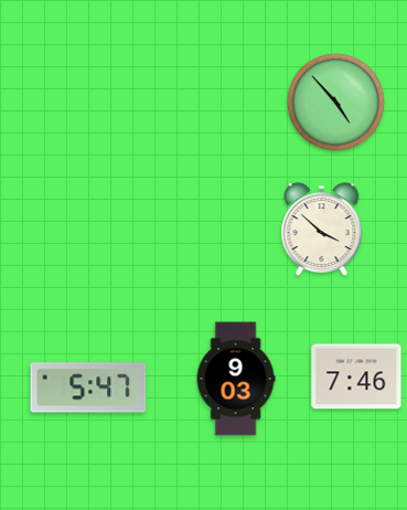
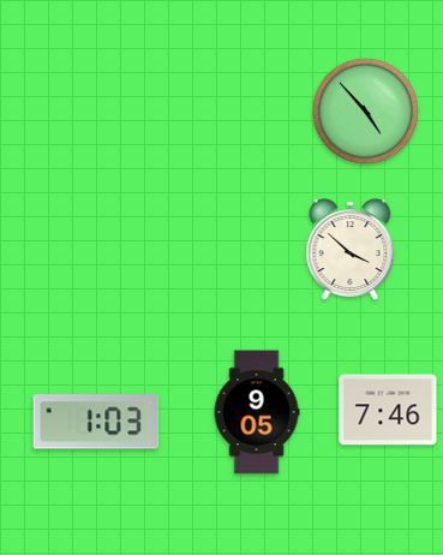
clock at (236, 379): 9:03 -> 9:05
clock at (88, 387): 5:47 -> 1:03
